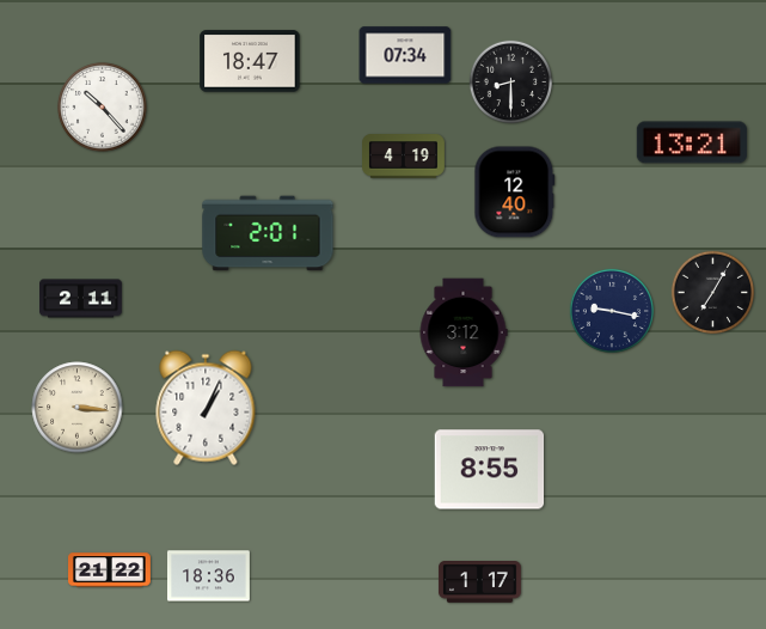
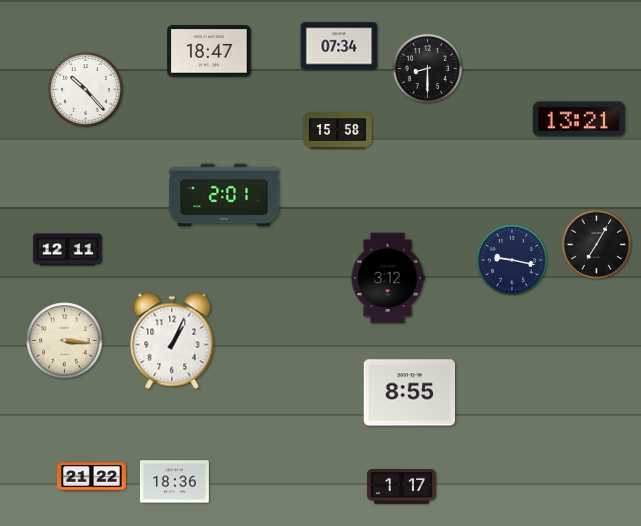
clock at (404, 157): 4:19 -> 15:58
clock at (515, 193): 12:40 -> none
clock at (81, 299): 2:11 -> 12:11
